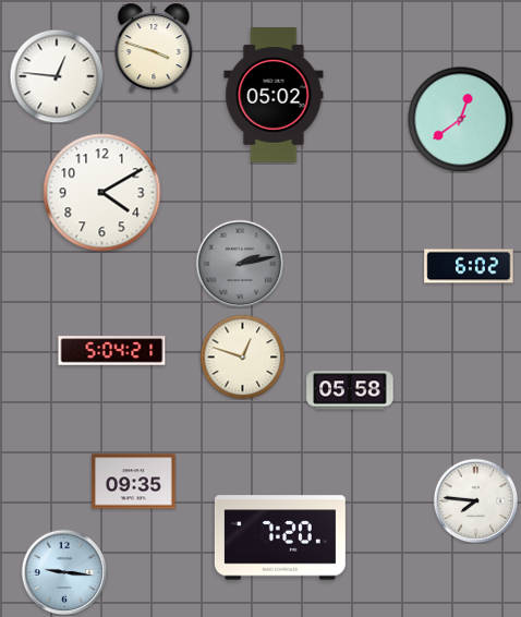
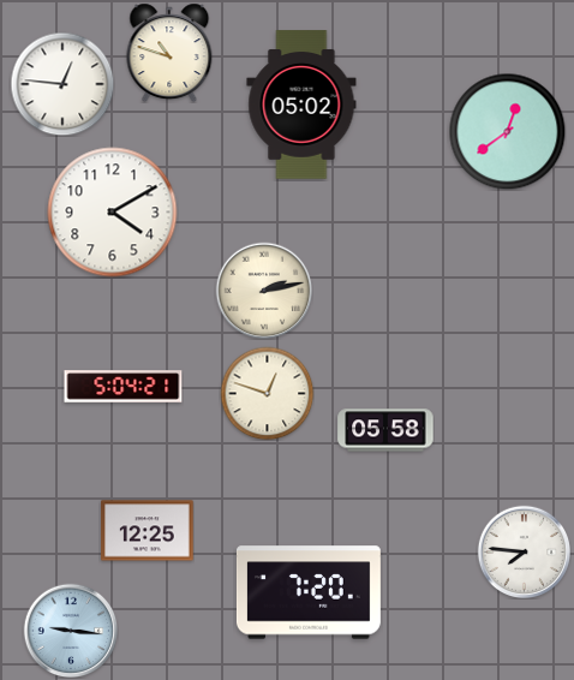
clock at (154, 48): 3:48 -> 10:48
clock at (240, 264) dial: grey -> cream
clock at (469, 266): 6:02 -> none
clock at (134, 482): 09:35 -> 12:25
